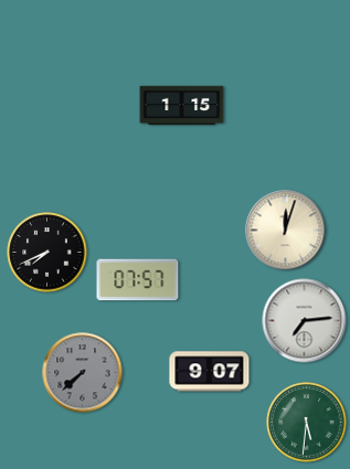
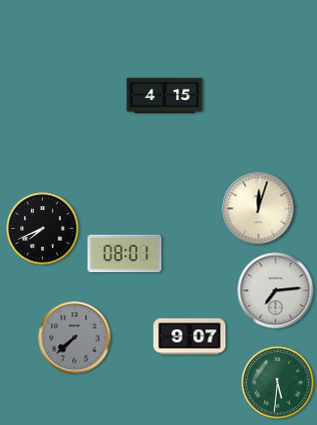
clock at (182, 106): 1:15 -> 4:15
clock at (138, 280): 07:57 -> 08:01
